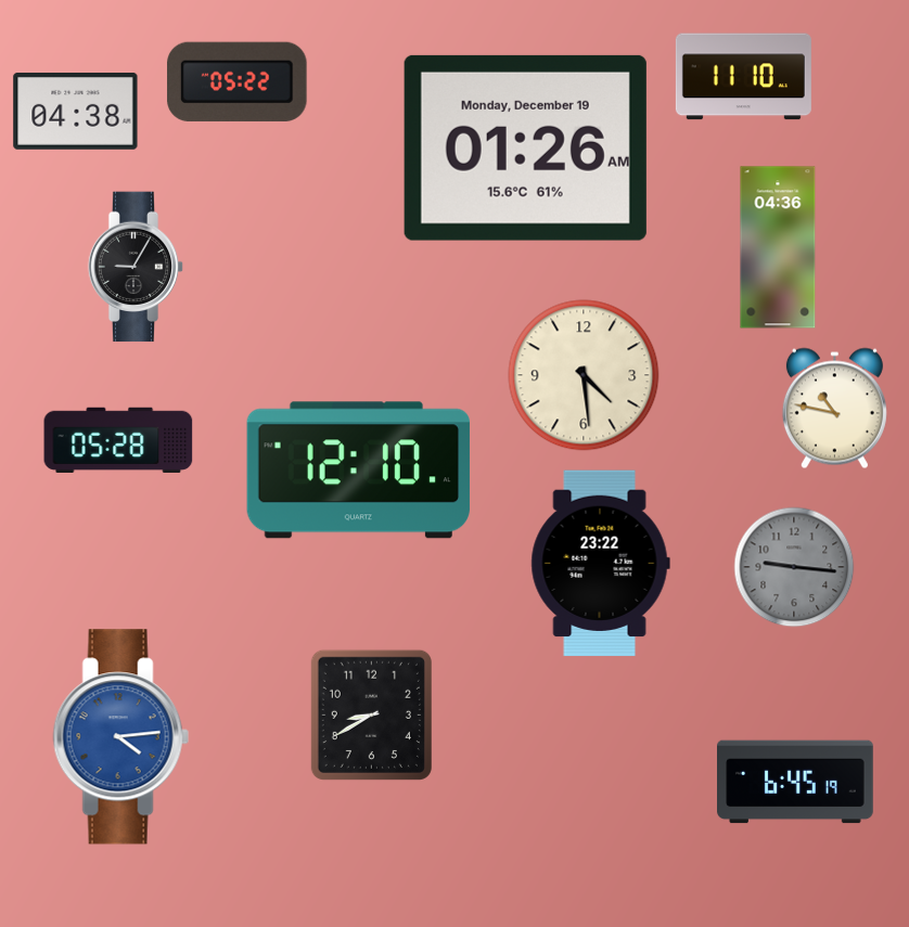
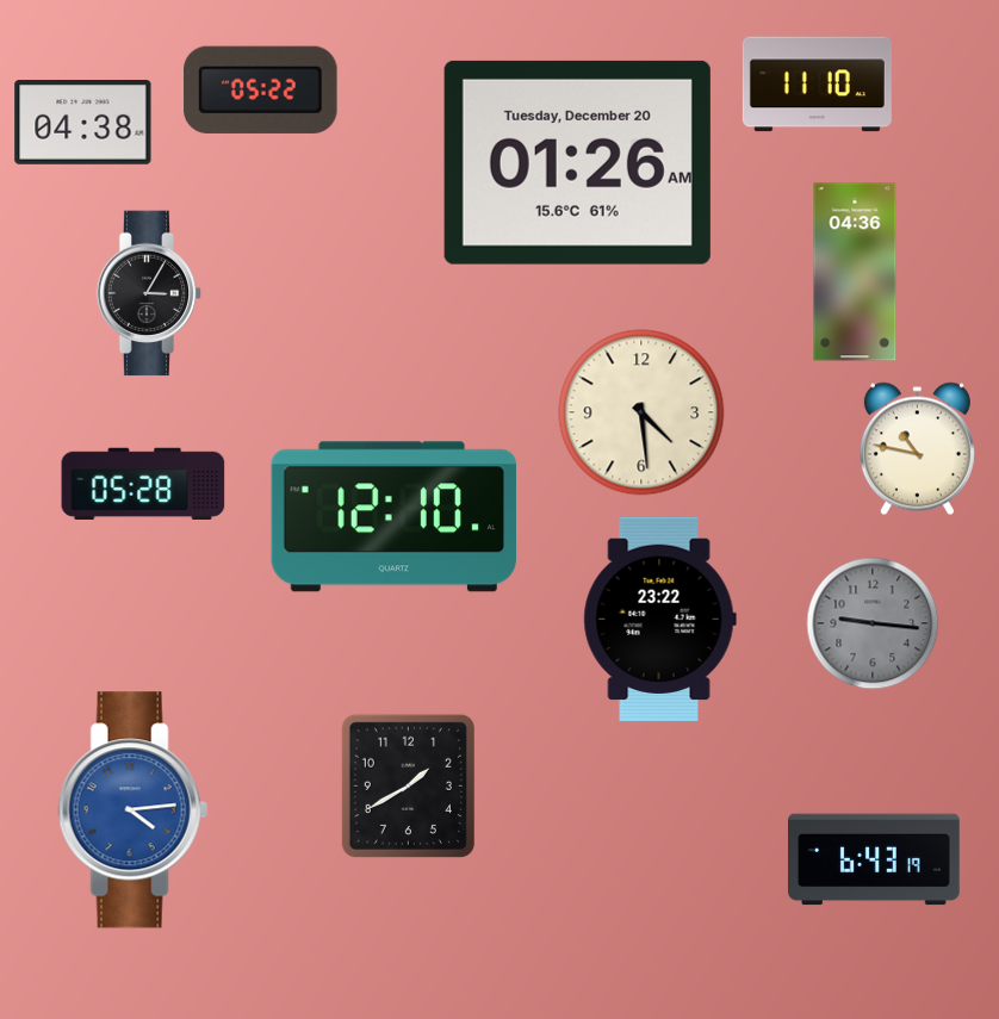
clock at (525, 147) date: Monday, December 19 -> Tuesday, December 20
clock at (136, 267): 9:05 -> 3:05
clock at (118, 440) position: (118, 440) -> (143, 484)
clock at (371, 714): 8:40 -> 1:40
clock at (796, 782): 6:45 -> 6:43
